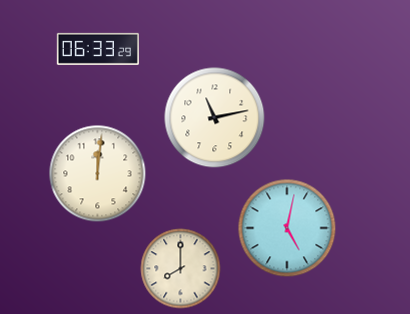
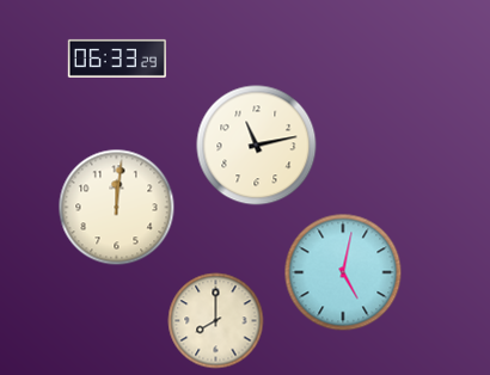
clock at (215, 118) position: (215, 118) -> (257, 146)
